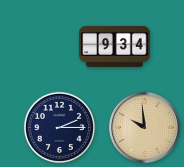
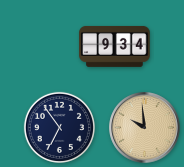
clock at (59, 127): 2:15 -> 6:54
